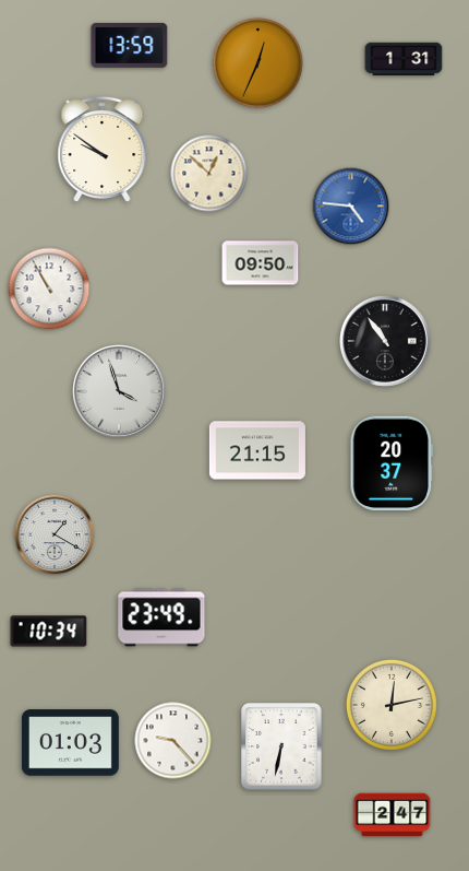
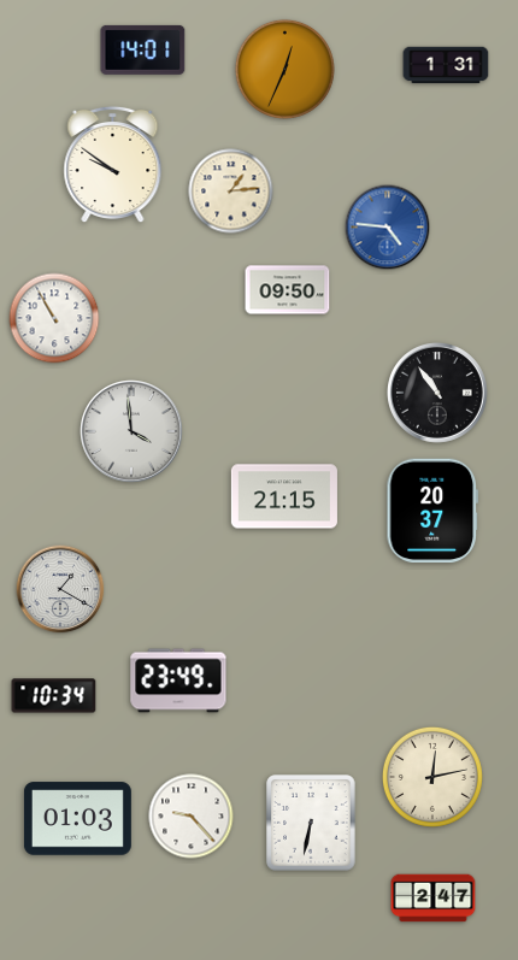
clock at (130, 45): 13:59 -> 14:01
clock at (209, 174): 12:52 -> 1:14
clock at (386, 342) position: (386, 342) -> (438, 394)
clock at (119, 391): 3:57 -> 3:59
